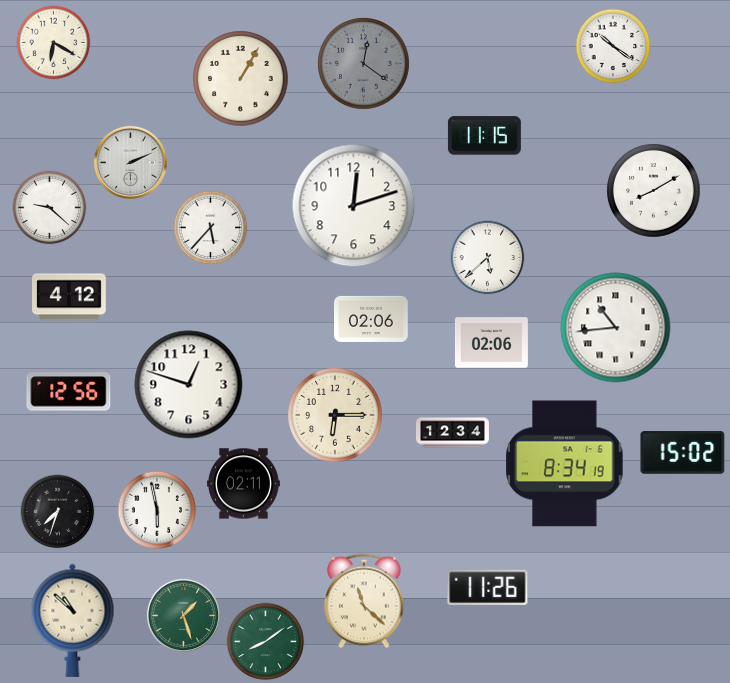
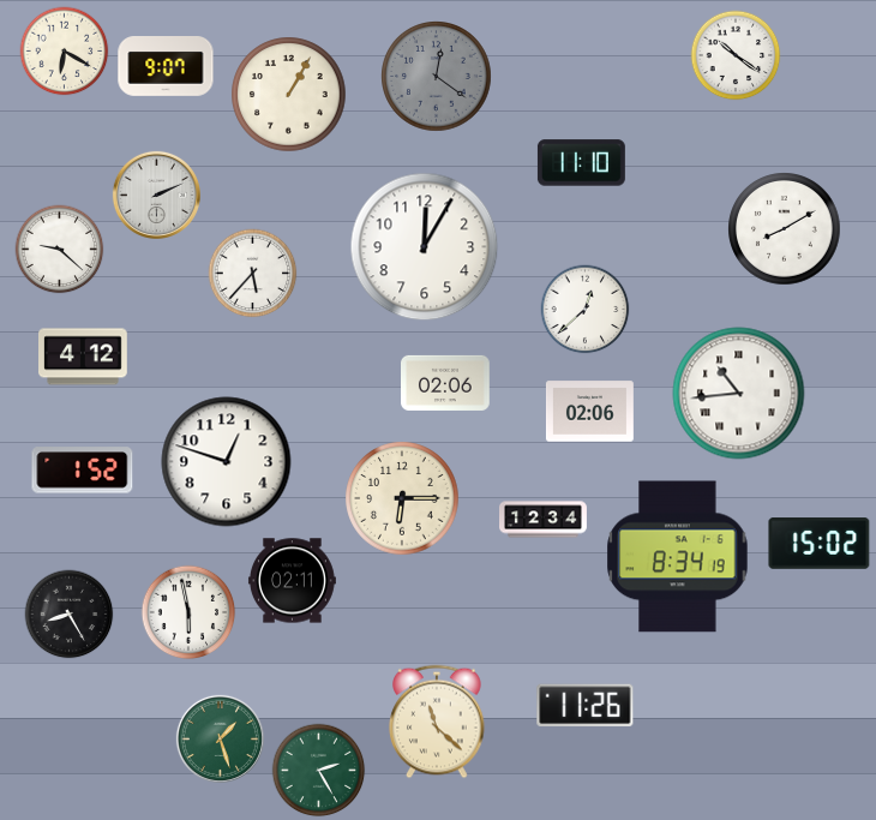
clock at (166, 67): none -> 9:07
clock at (484, 136): 11:15 -> 11:10
clock at (354, 206): 12:12 -> 12:05
clock at (488, 258): 5:38 -> 12:38
clock at (69, 392): 12:56 -> 1:52
clock at (58, 512): 7:33 -> 8:25
clock at (73, 620): 10:52 -> none
clock at (266, 642): 8:09 -> 2:25
